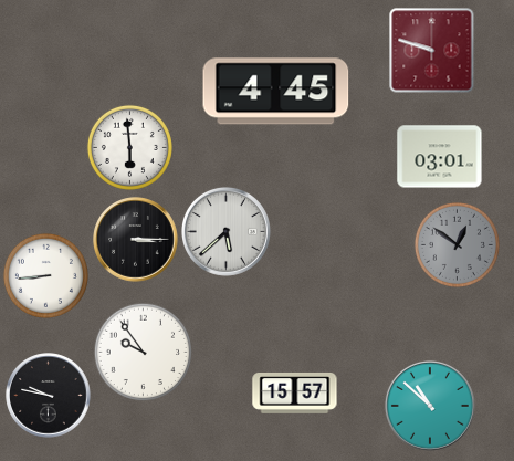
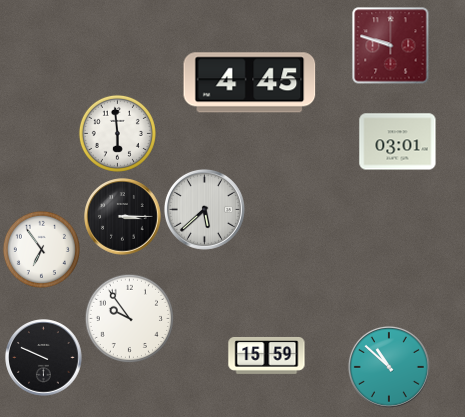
clock at (457, 244): 12:51 -> none
clock at (45, 275): 8:44 -> 6:54
clock at (295, 392): 15:57 -> 15:59
clock at (49, 396): 9:47 -> 9:49
